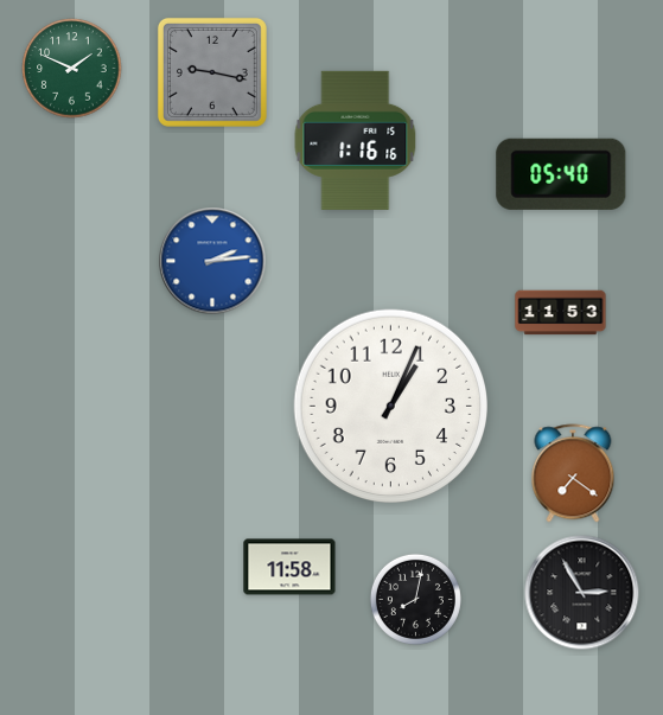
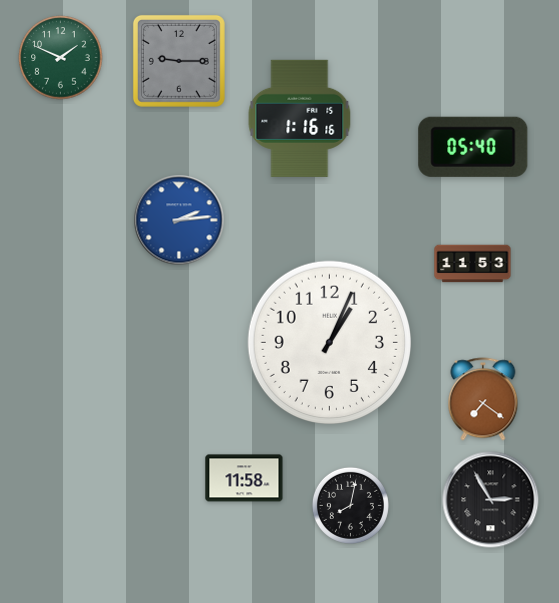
clock at (212, 72): 9:17 -> 9:15
